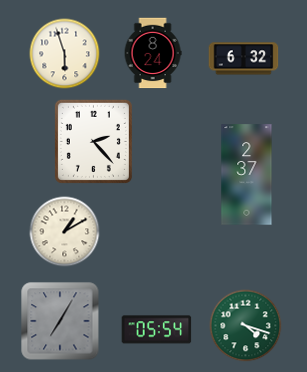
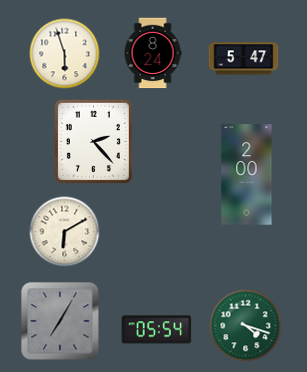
clock at (244, 59): 6:32 -> 5:47
clock at (247, 175): 2:37 -> 2:00
clock at (65, 232): 1:10 -> 6:10
